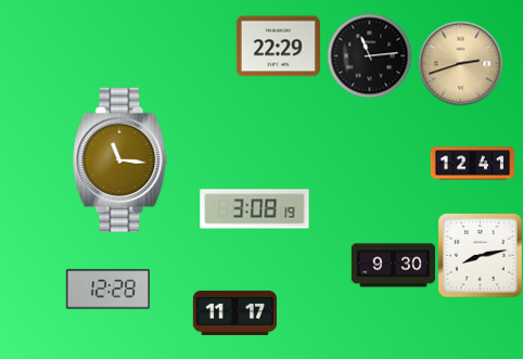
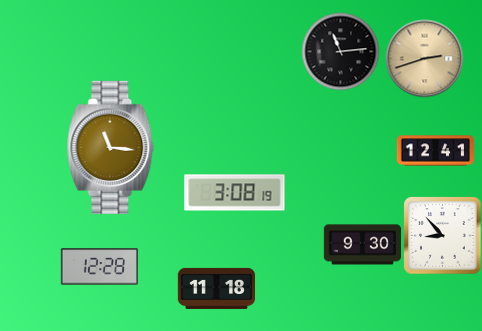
clock at (278, 47): 22:29 -> none
clock at (480, 255): 8:13 -> 8:53
clock at (234, 312): 11:17 -> 11:18
